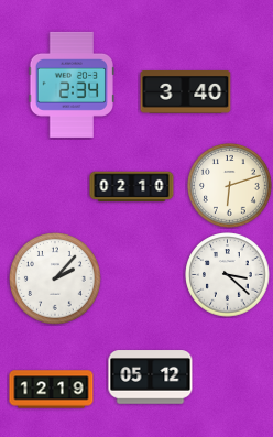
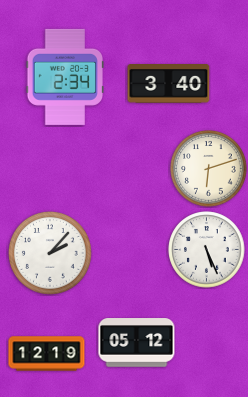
clock at (132, 187): 02:10 -> none
clock at (228, 275): 3:22 -> 5:26
